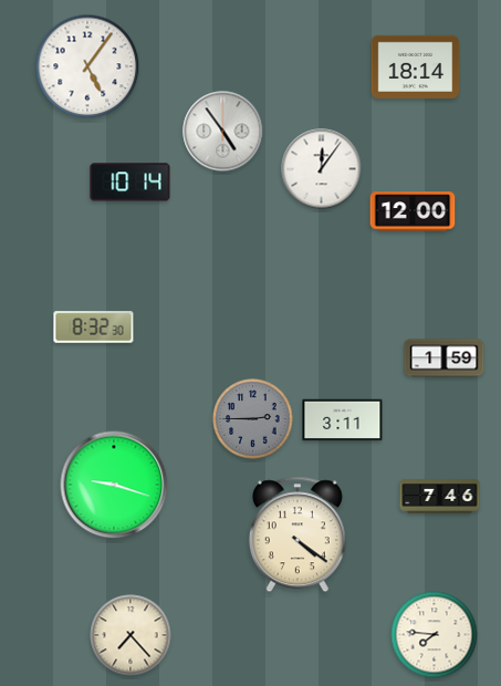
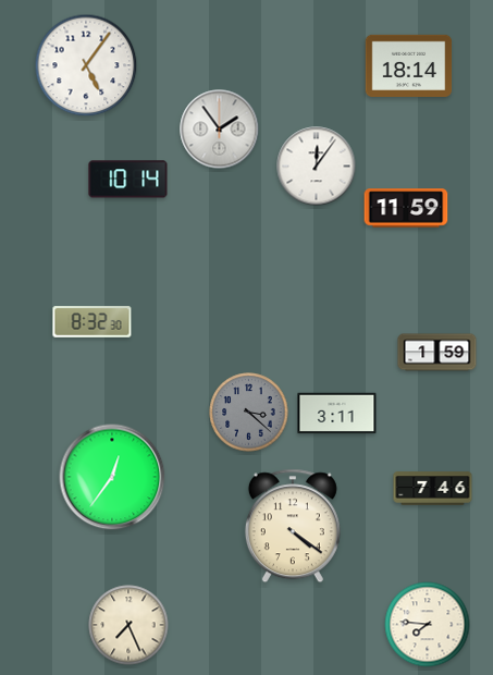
clock at (223, 132): 4:54 -> 1:54
clock at (413, 211): 12:00 -> 11:59
clock at (253, 419): 2:45 -> 3:22
clock at (114, 485): 9:18 -> 12:36
clock at (131, 635): 7:23 -> 7:26
